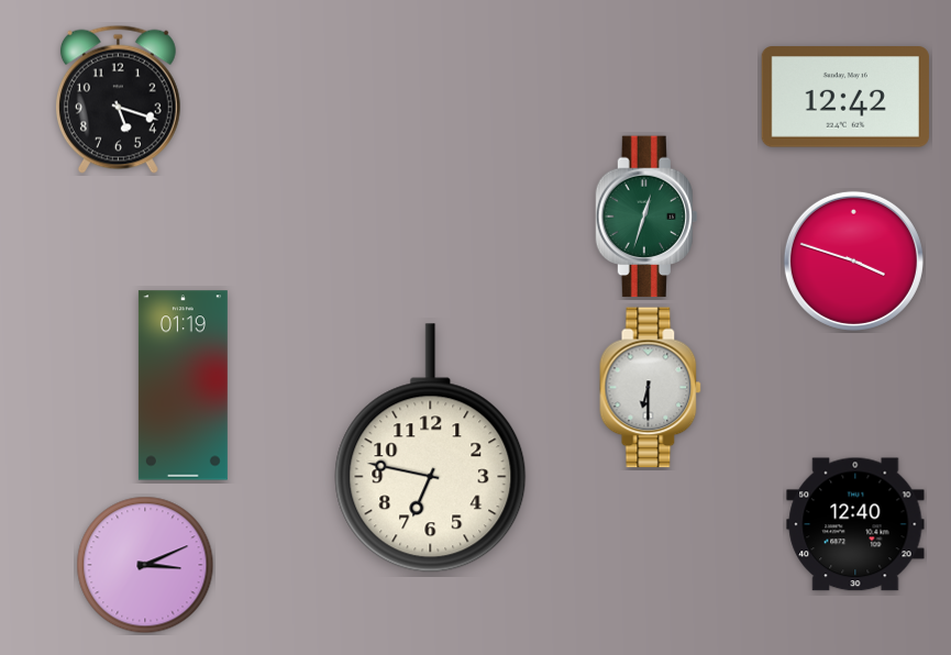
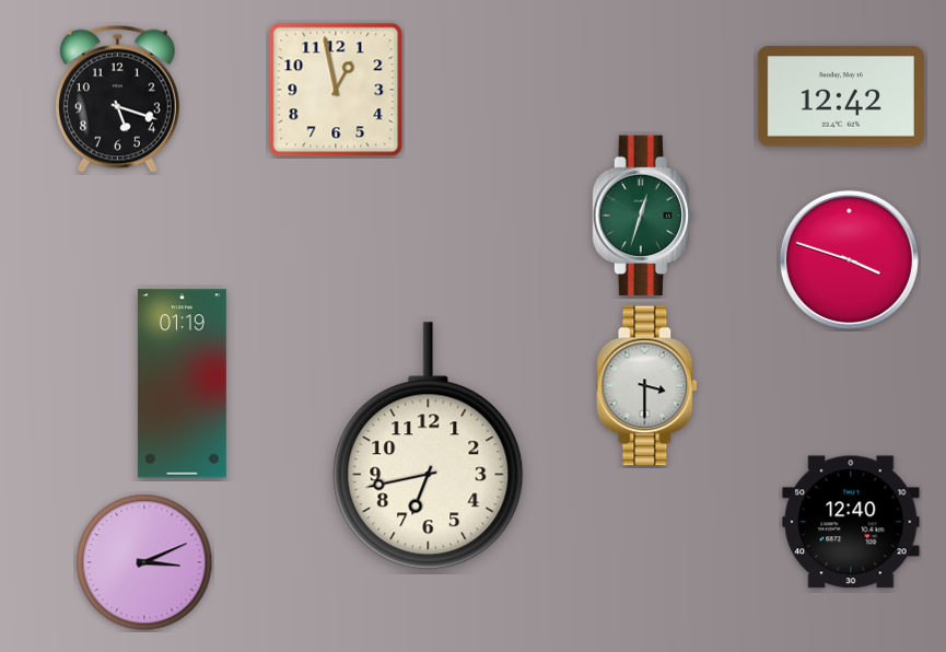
clock at (336, 90): none -> 12:58
clock at (651, 388): 6:30 -> 3:30
clock at (431, 448): 6:47 -> 6:43
